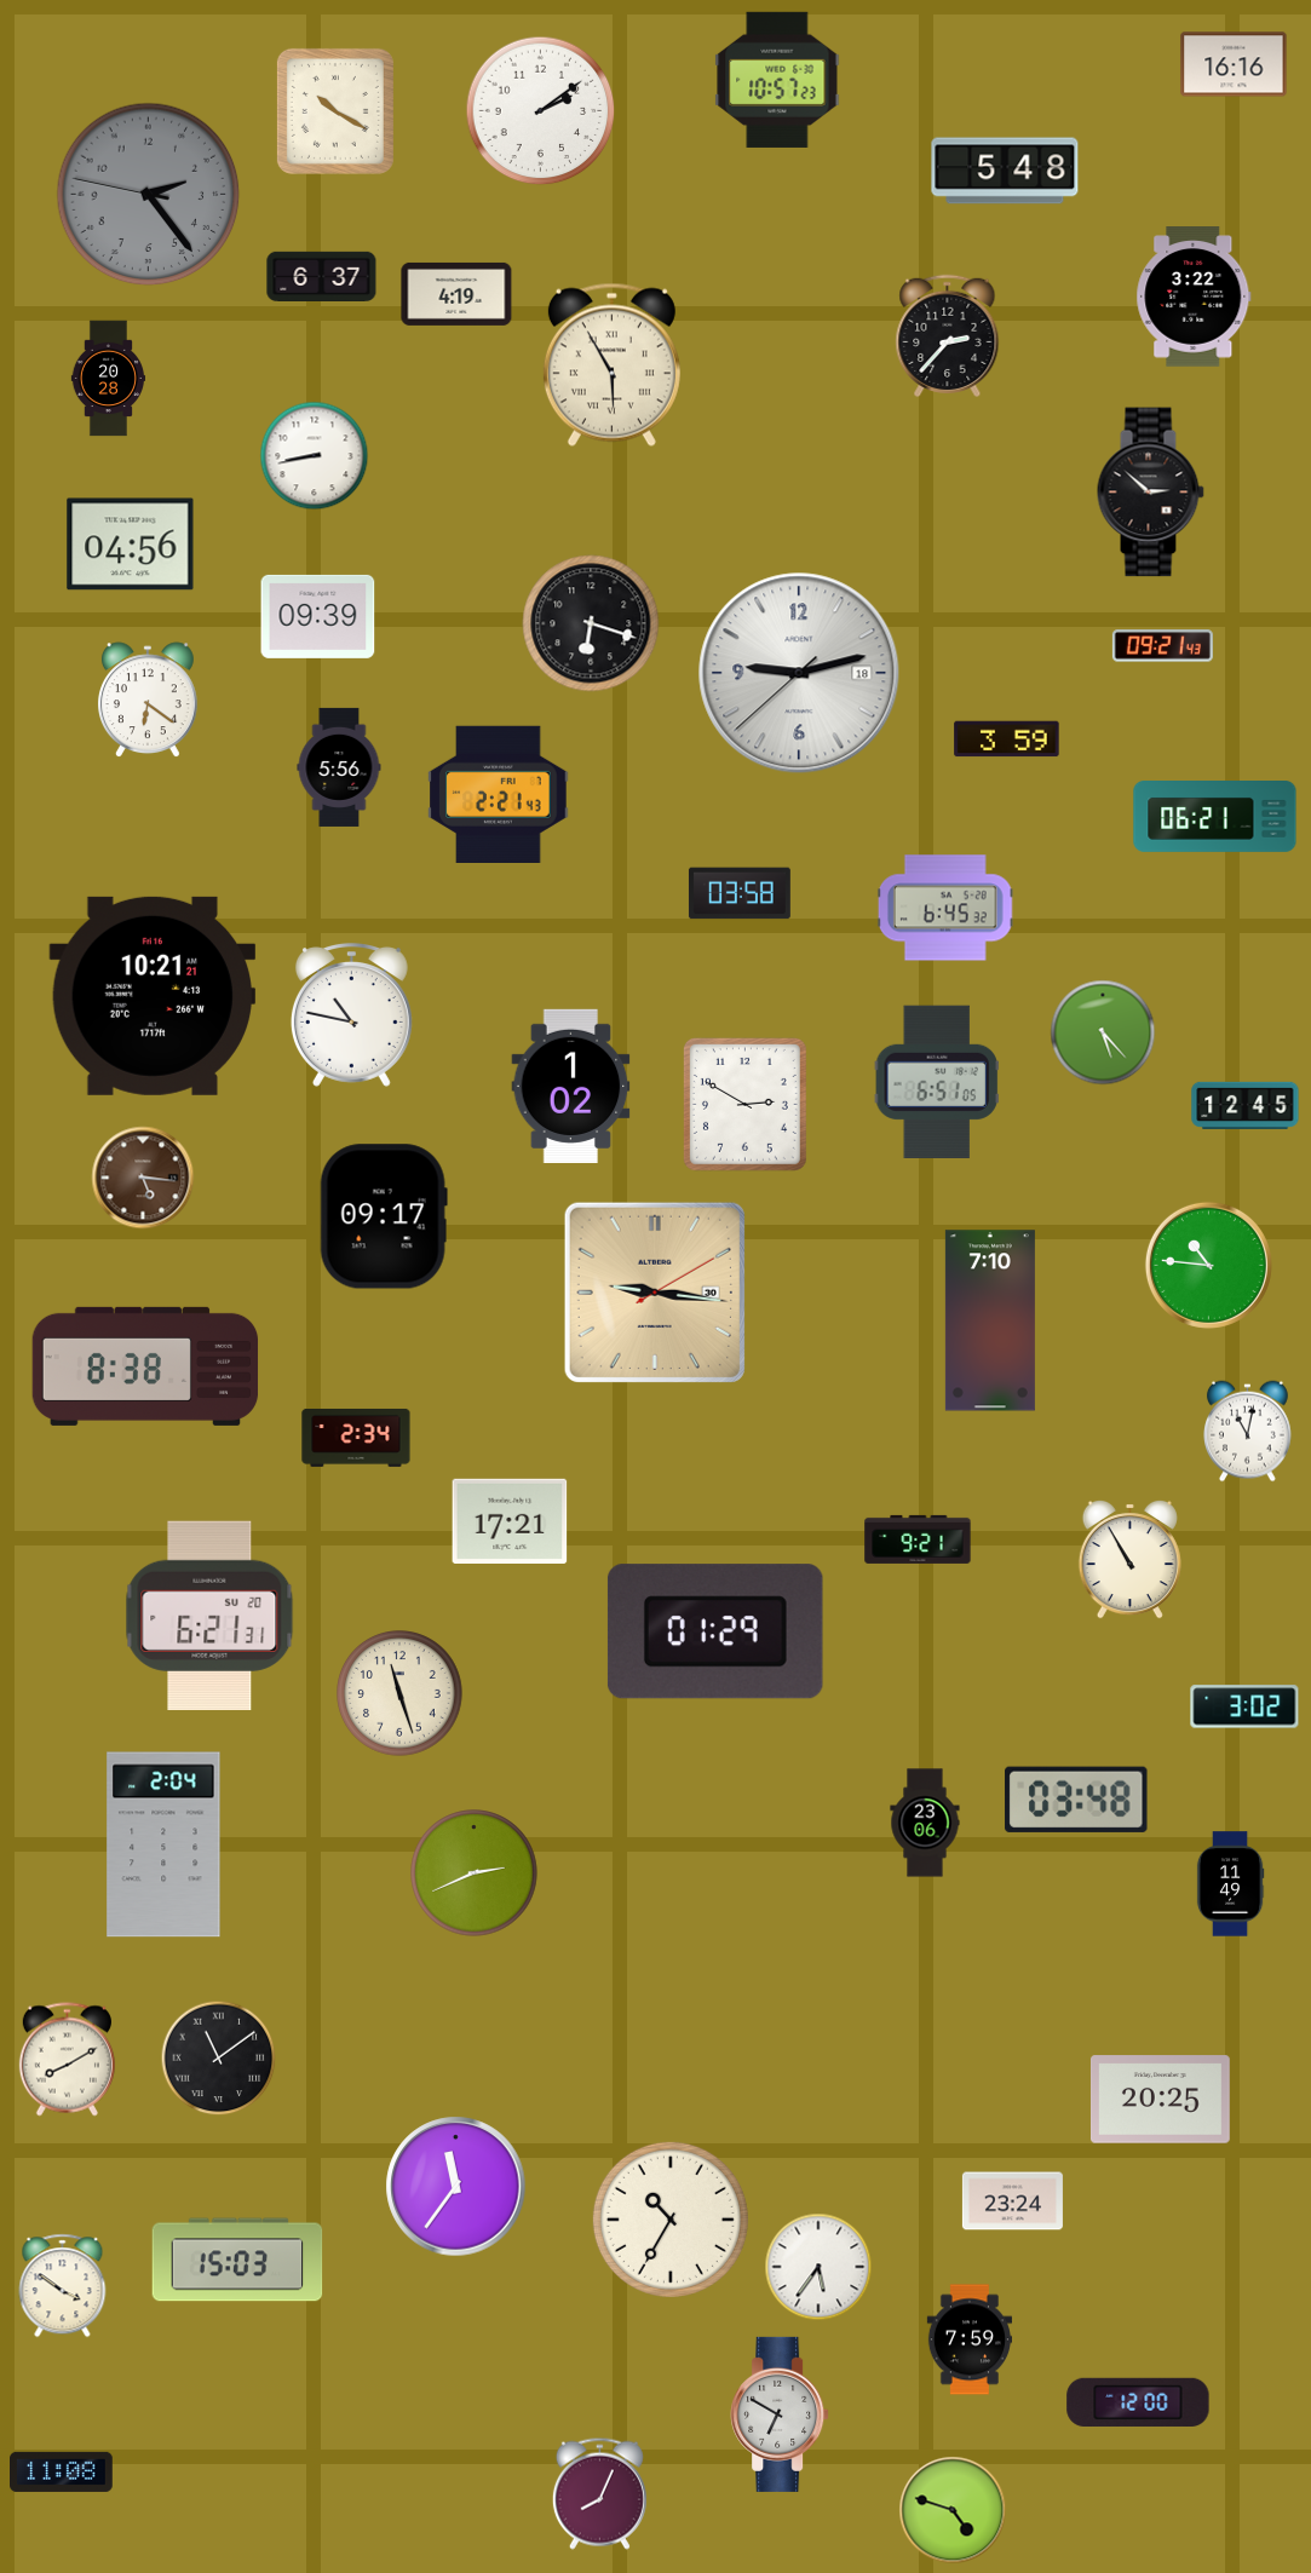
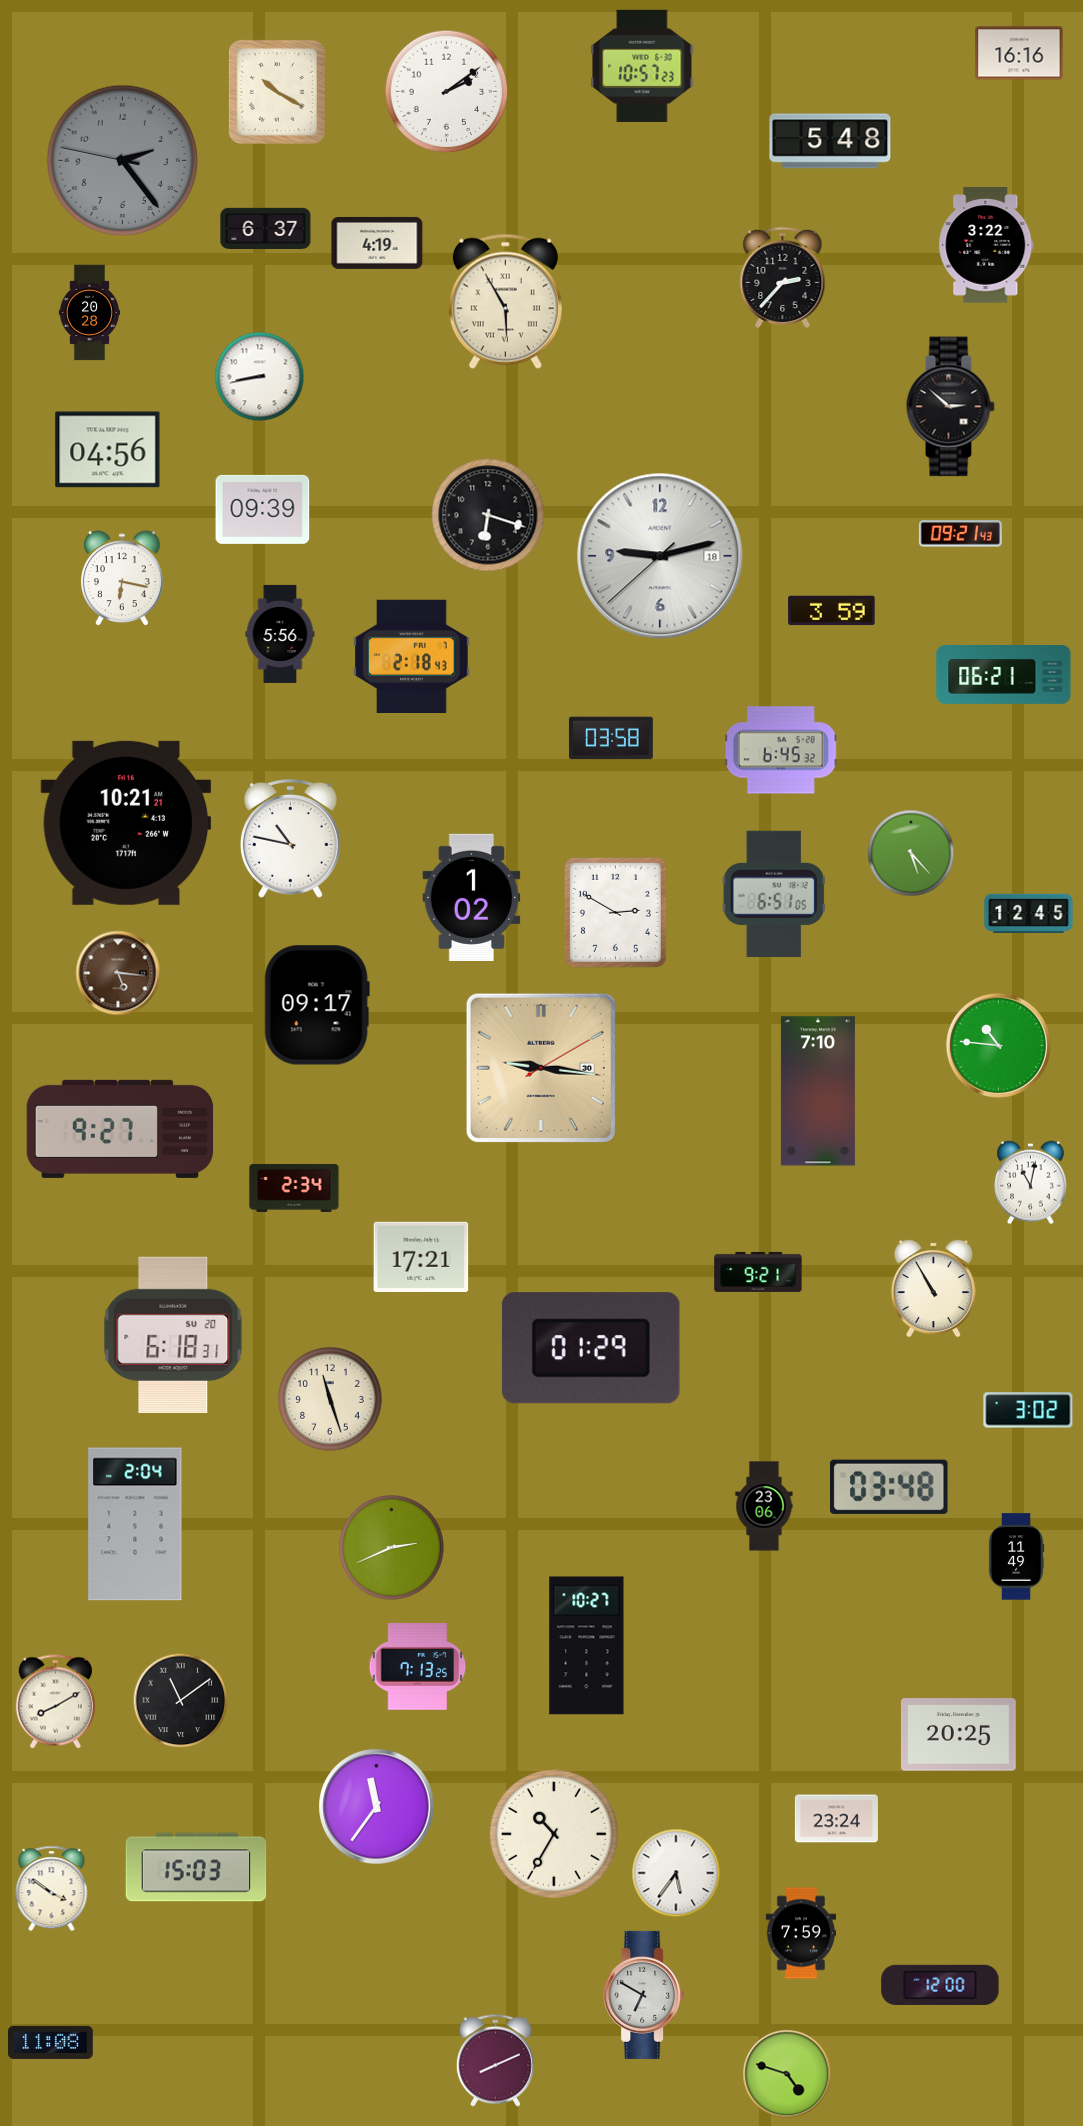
clock at (148, 701): 6:21 -> 6:17
clock at (499, 794): 2:21 -> 2:18
clock at (145, 1366): 8:38 -> 9:27
clock at (209, 1616): 6:21 -> 6:18
clock at (587, 1646): none -> 10:27
clock at (418, 1667): none -> 7:13
clock at (599, 2493): 8:04 -> 8:11
